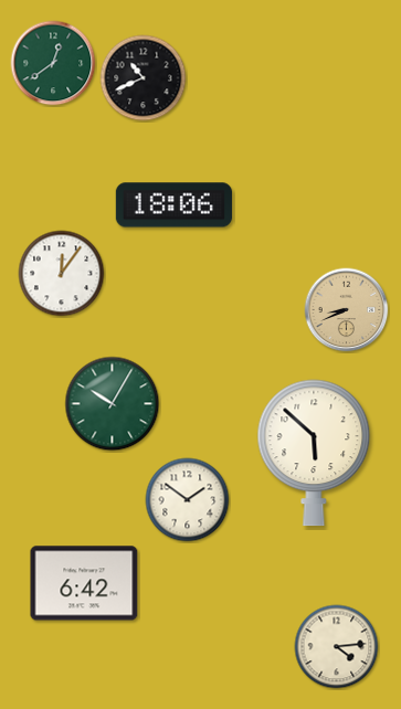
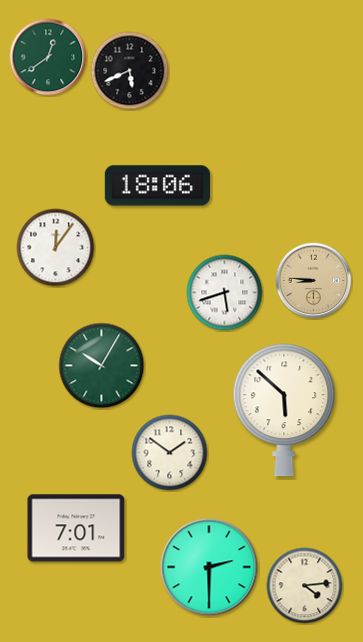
clock at (144, 78): 10:41 -> 5:41
clock at (347, 310): 8:41 -> 8:46
clock at (225, 293): none -> 5:42
clock at (84, 583): 6:42 -> 7:01
clock at (209, 567): none -> 2:30
